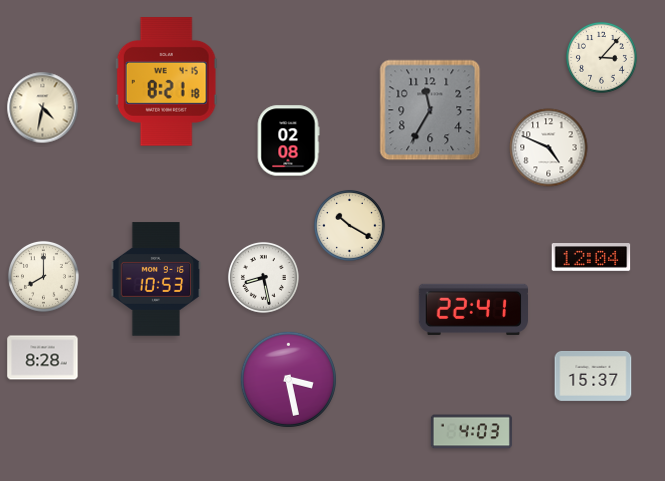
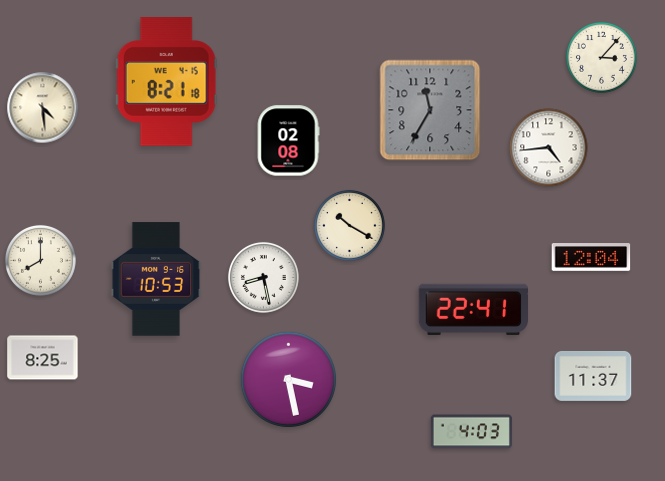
clock at (43, 108): 4:32 -> 4:29
clock at (549, 148): 4:49 -> 4:44
clock at (43, 276) position: (43, 276) -> (40, 260)
clock at (43, 358): 8:28 -> 8:25
clock at (593, 376): 15:37 -> 11:37
